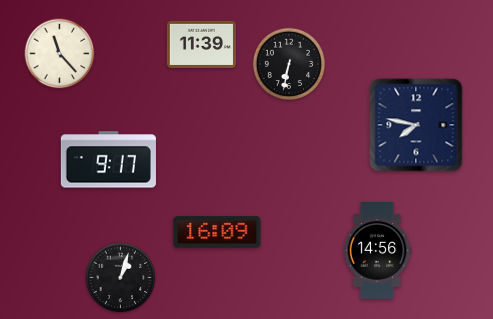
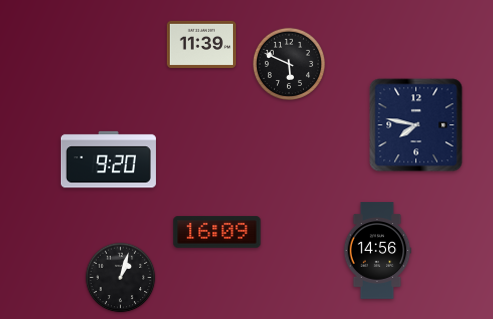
clock at (60, 54): 11:23 -> none
clock at (289, 64): 6:32 -> 5:49
clock at (108, 160): 9:17 -> 9:20
